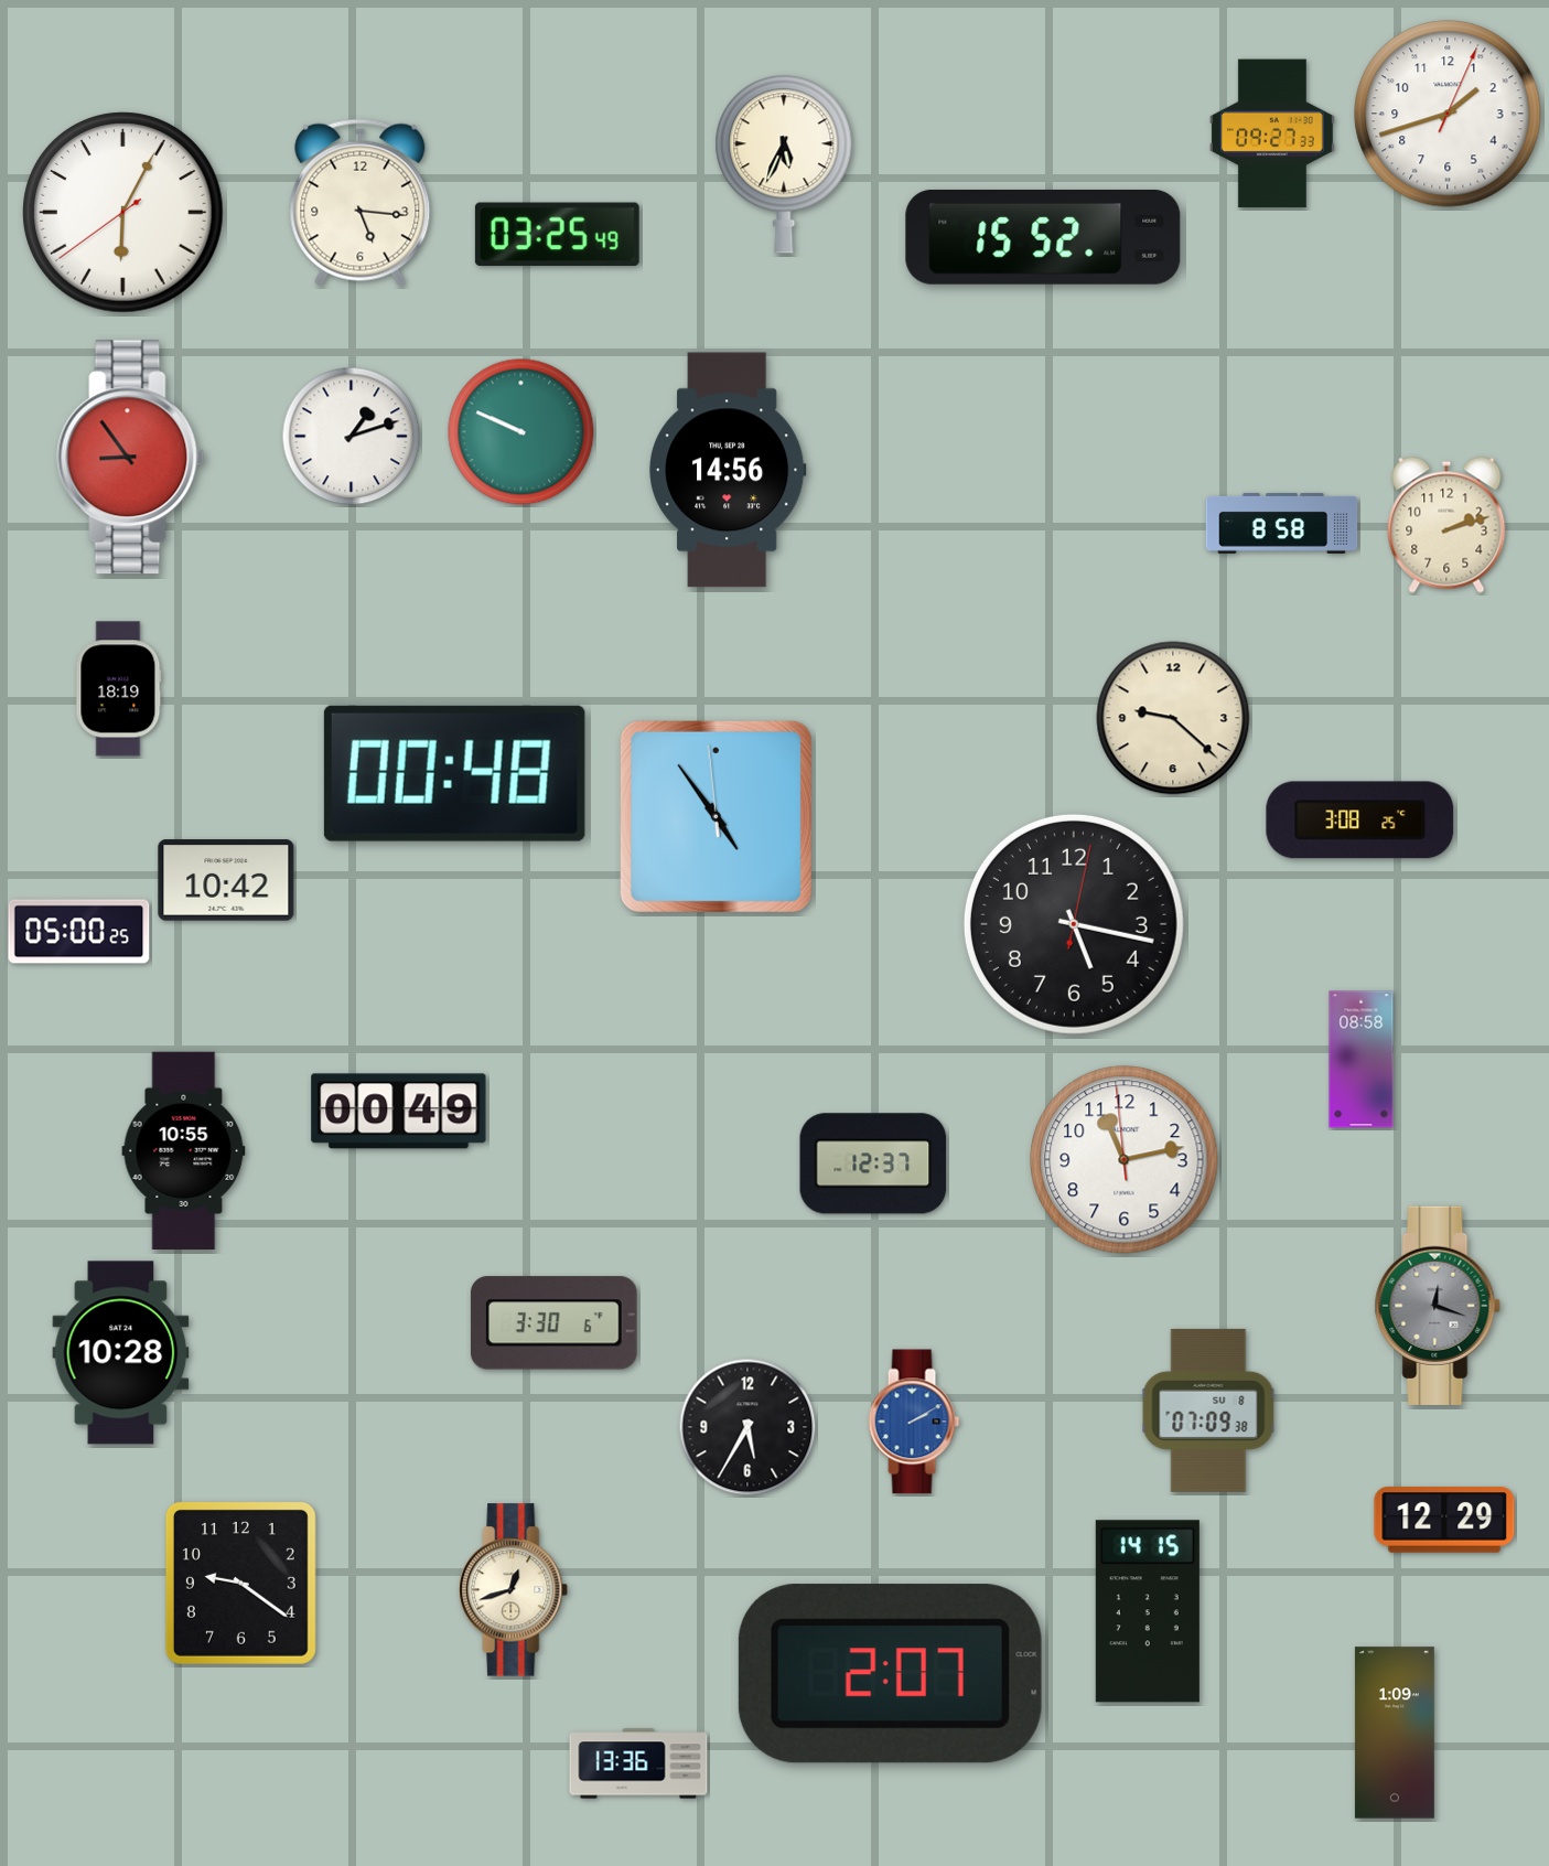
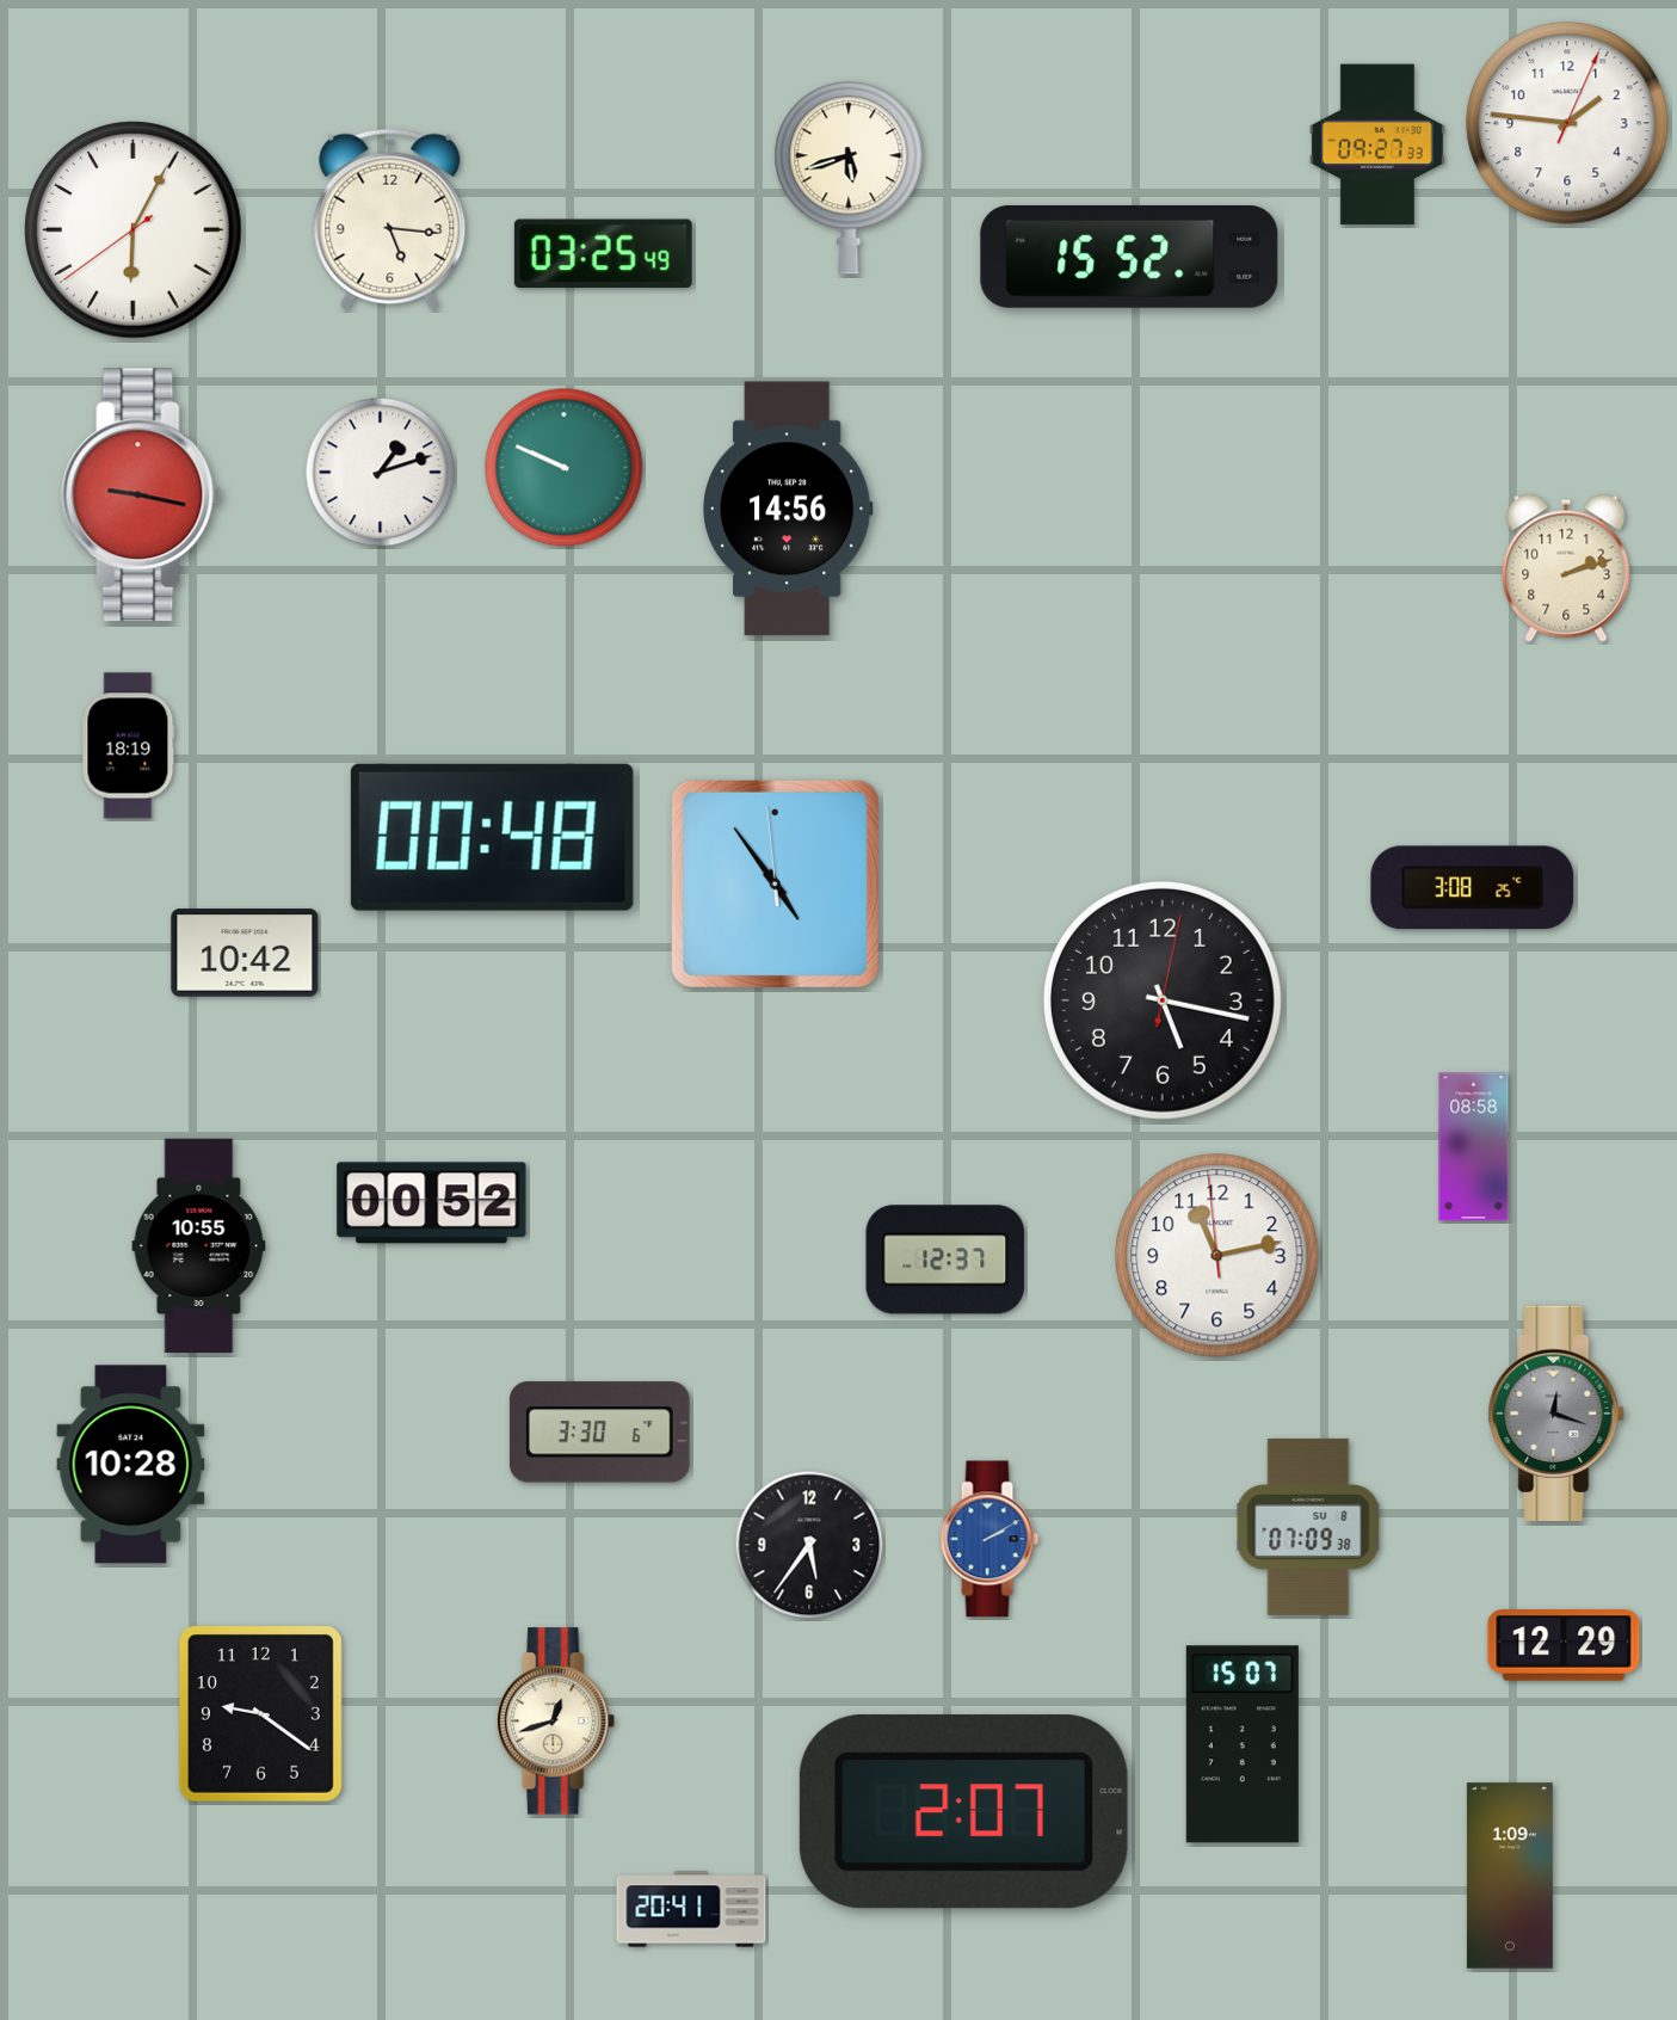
clock at (1448, 114): 1:42 -> 1:46
clock at (784, 164): 5:34 -> 5:42
clock at (131, 458): 8:54 -> 9:17
clock at (1282, 523): 8:58 -> none
clock at (1173, 718): 9:22 -> none
clock at (79, 932): 05:00 -> none
clock at (399, 1112): 00:49 -> 00:52
clock at (747, 1427): 5:35 -> 5:36
clock at (1148, 1611): 14:15 -> 15:07
clock at (638, 1763): 13:36 -> 20:41
